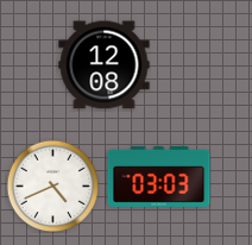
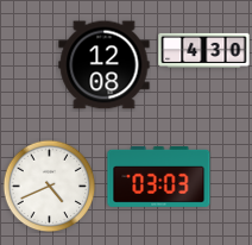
clock at (204, 50): none -> 4:30
clock at (52, 186) position: (52, 186) -> (49, 186)
